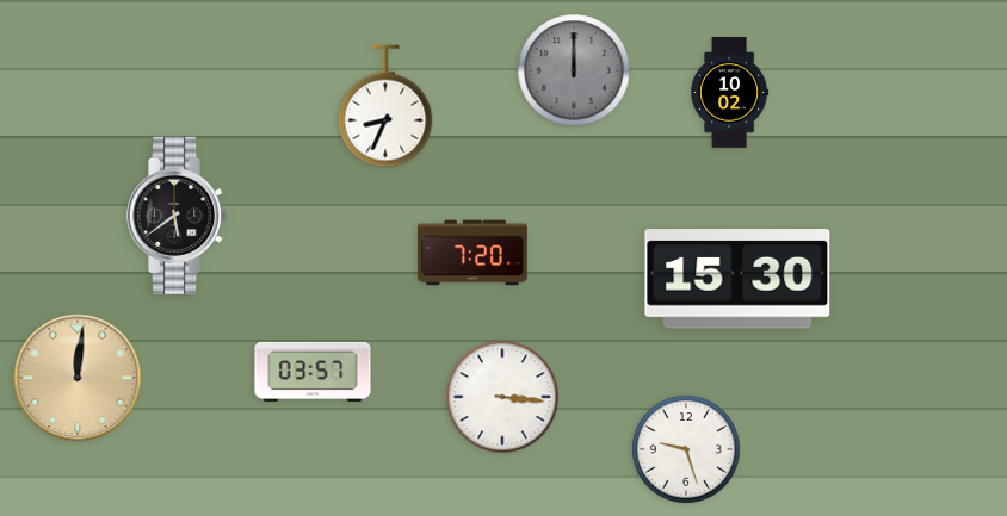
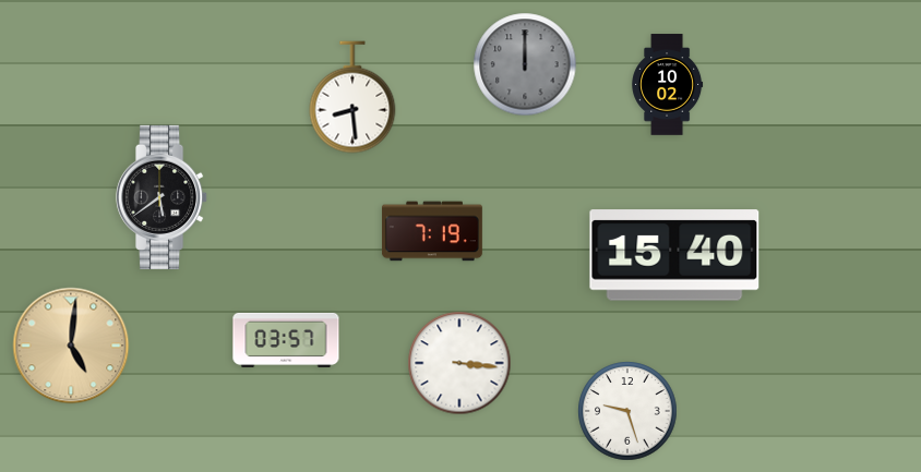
clock at (385, 106): 8:34 -> 8:29
clock at (472, 253): 7:20 -> 7:19
clock at (737, 279): 15:30 -> 15:40
clock at (78, 378): 12:01 -> 5:01
